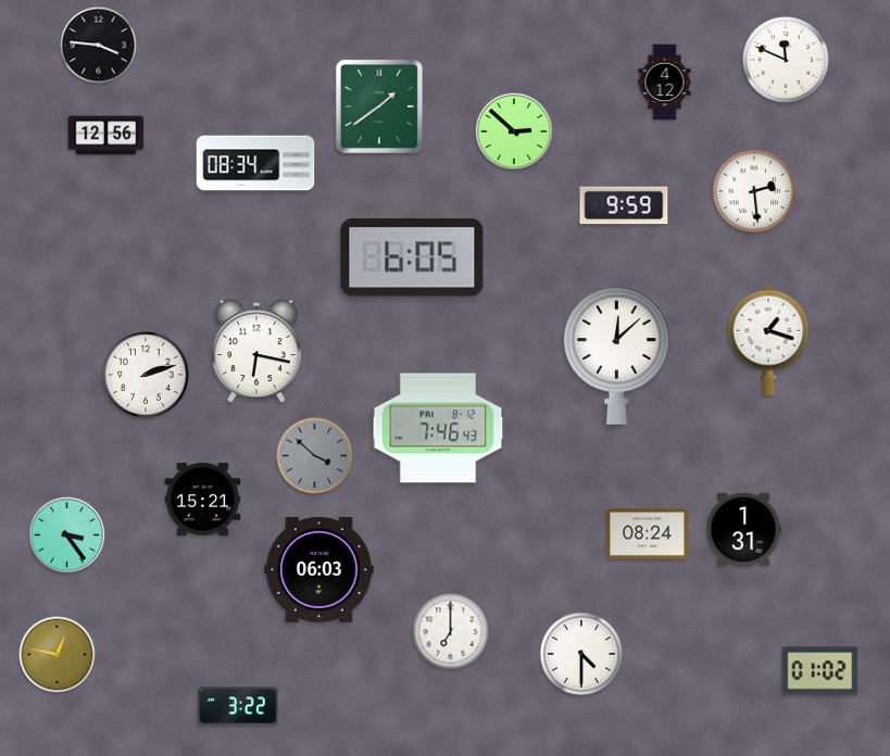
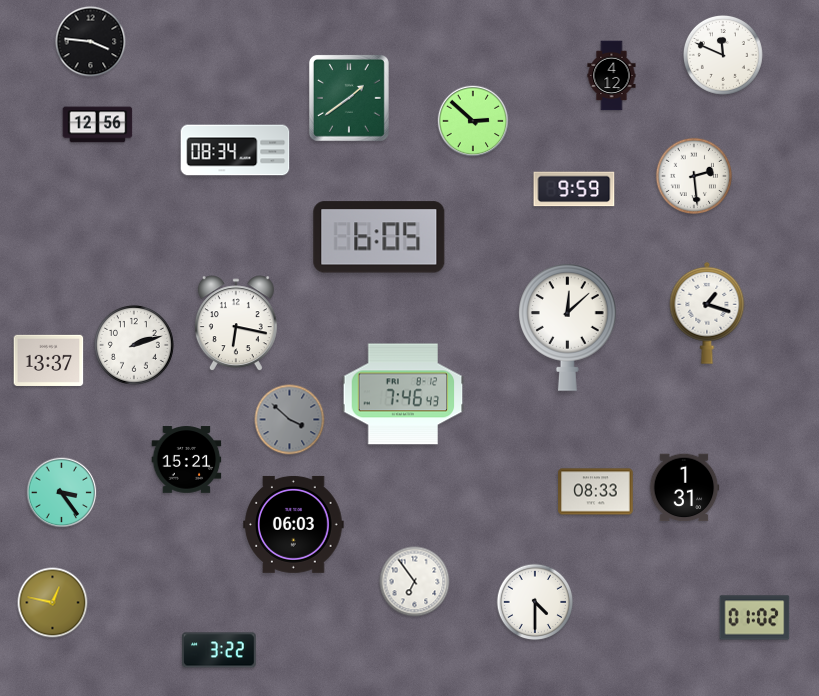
clock at (49, 360): none -> 13:37
clock at (648, 534): 08:24 -> 08:33
clock at (451, 632): 7:00 -> 6:54
